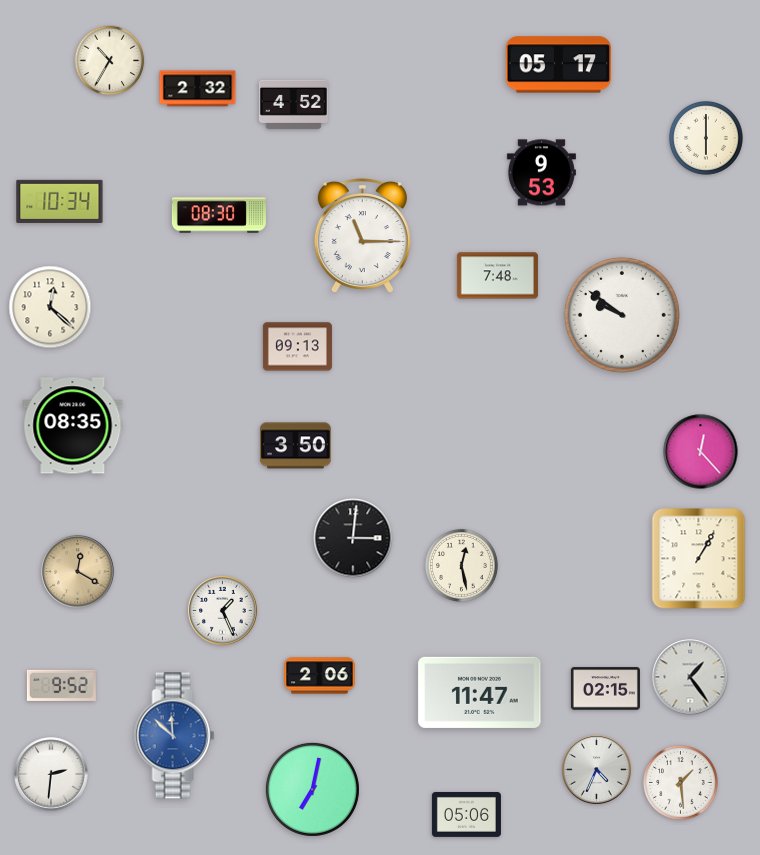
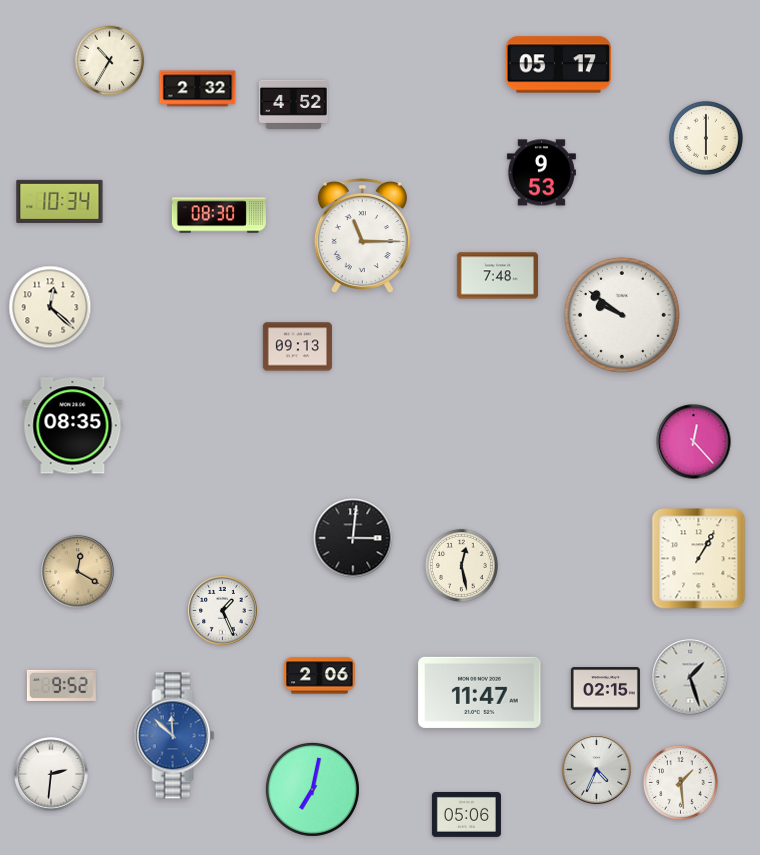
clock at (296, 446): 3:50 -> none
clock at (701, 452) position: (701, 452) -> (694, 442)
clock at (690, 677): 1:24 -> 1:27
